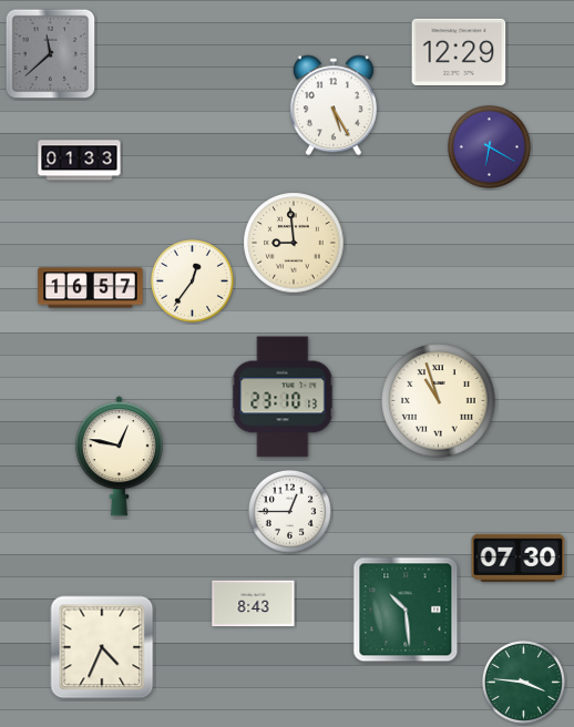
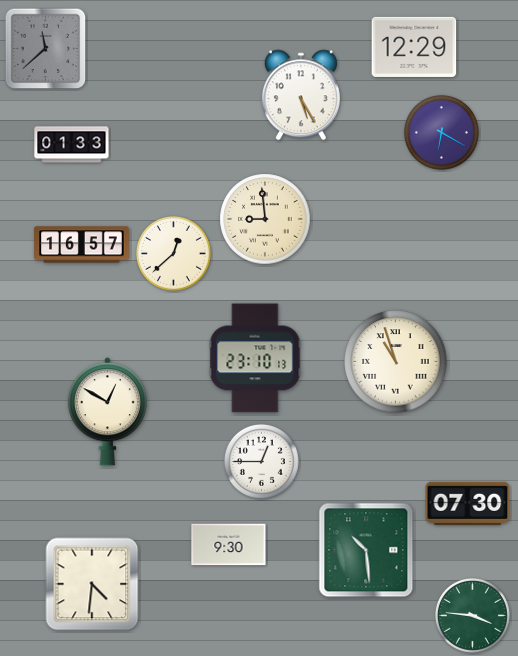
clock at (192, 280): 12:36 -> 12:38
clock at (91, 288) position: (91, 288) -> (82, 245)
clock at (119, 457): 12:47 -> 12:50
clock at (254, 604): 8:43 -> 9:30
clock at (102, 647): 4:34 -> 4:31
